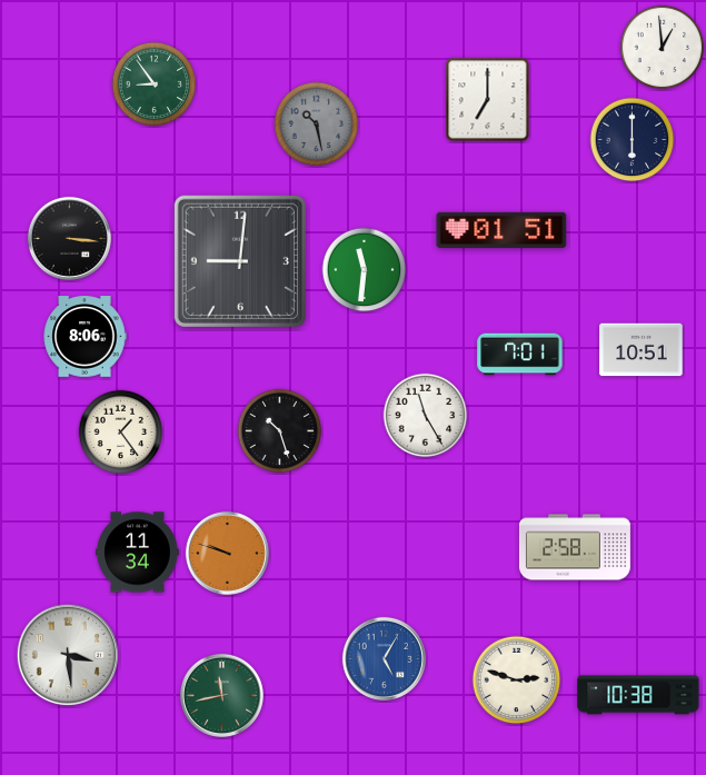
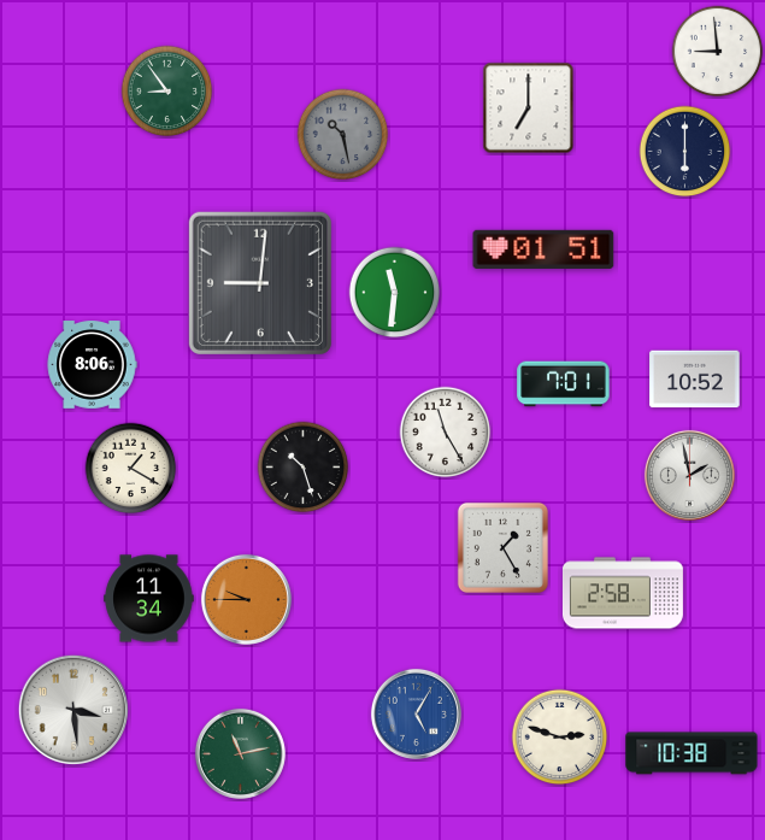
clock at (663, 48): 12:59 -> 8:59
clock at (69, 238): 3:16 -> none
clock at (642, 350): 10:51 -> 10:52
clock at (426, 416) position: (426, 416) -> (446, 433)
clock at (121, 433): 1:24 -> 1:20
clock at (689, 475): none -> 1:58
clock at (502, 547): none -> 1:25
clock at (227, 553): 9:48 -> 9:45
clock at (221, 695): 11:43 -> 11:13
